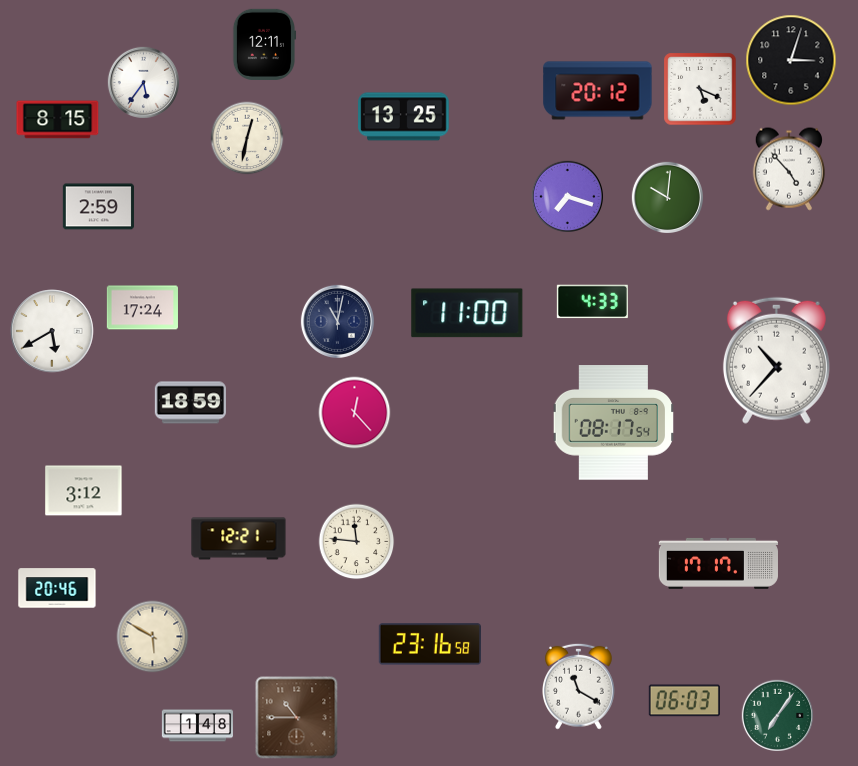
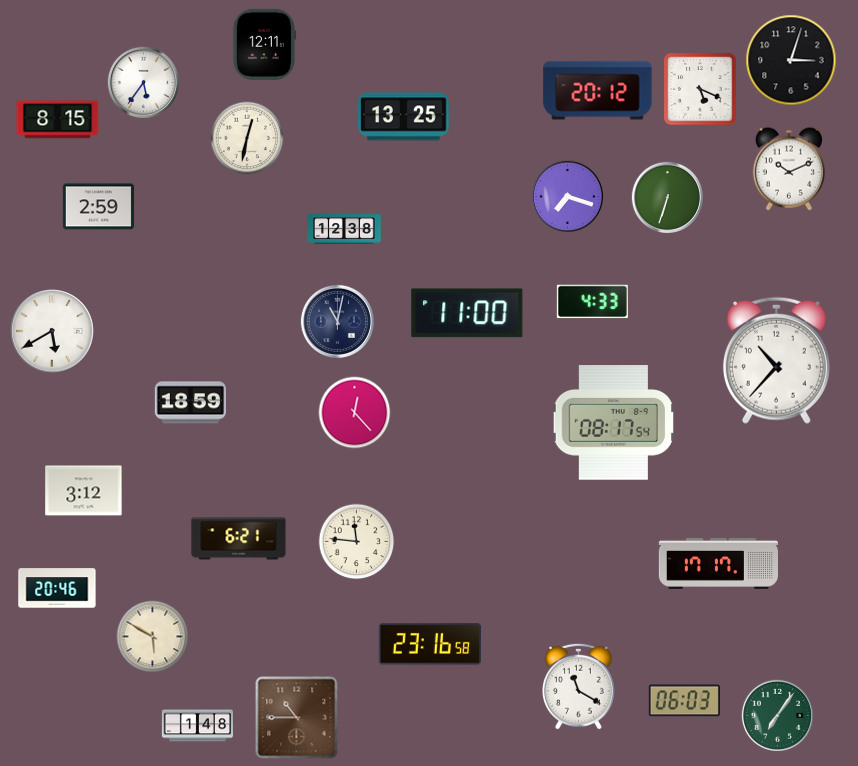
clock at (789, 169): 4:53 -> 10:11
clock at (667, 197): 10:01 -> 6:33
clock at (344, 230): none -> 12:38
clock at (142, 308): 17:24 -> none
clock at (239, 539): 12:21 -> 6:21
